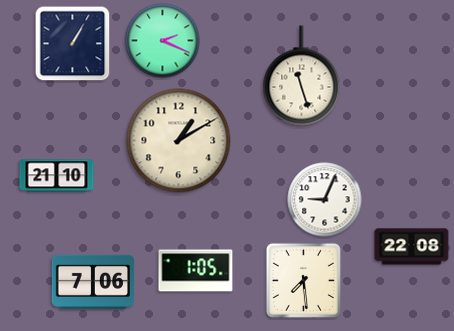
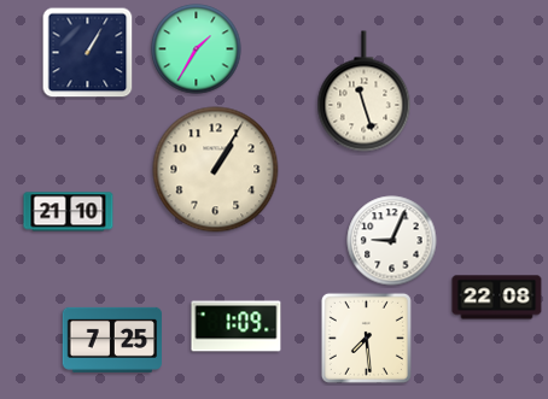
clock at (163, 41): 2:19 -> 1:35
clock at (179, 141): 1:10 -> 1:05
clock at (196, 271): 1:05 -> 1:09
clock at (92, 282): 7:06 -> 7:25
